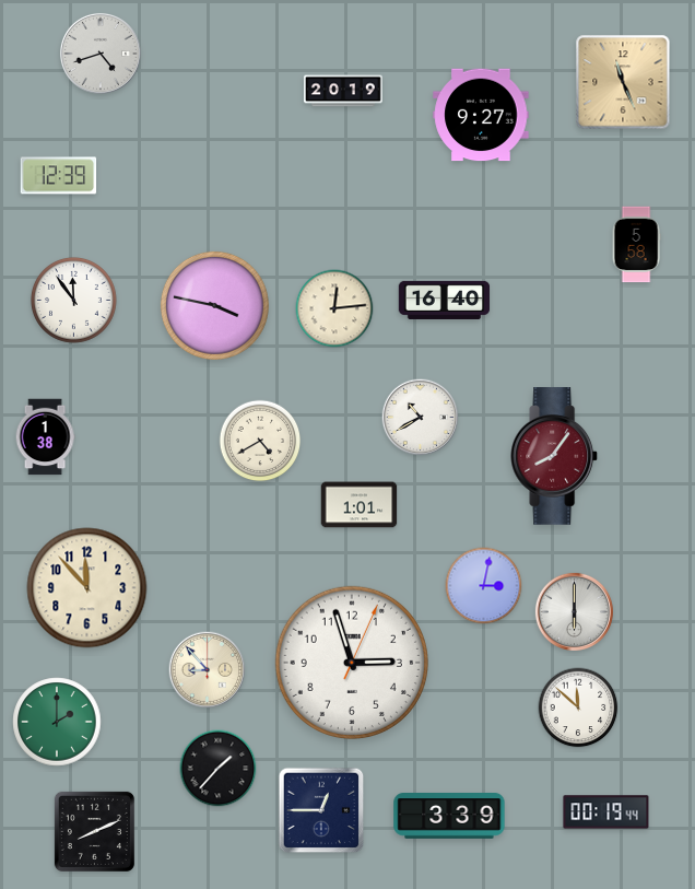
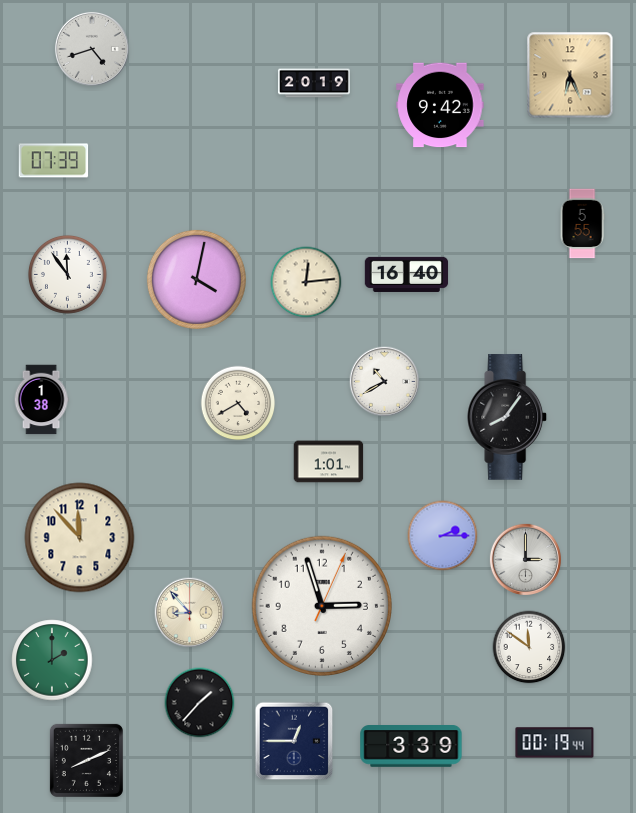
clock at (623, 82): 11:26 -> 6:26
clock at (481, 115): 9:27 -> 9:42
clock at (59, 176): 12:39 -> 07:39
clock at (636, 245): 5:58 -> 5:55
clock at (214, 305): 3:47 -> 4:02
clock at (555, 456) dial: burgundy -> black
clock at (484, 586): 3:02 -> 2:15
clock at (574, 611): 6:00 -> 3:00
clock at (578, 707): 11:52 -> 11:51
